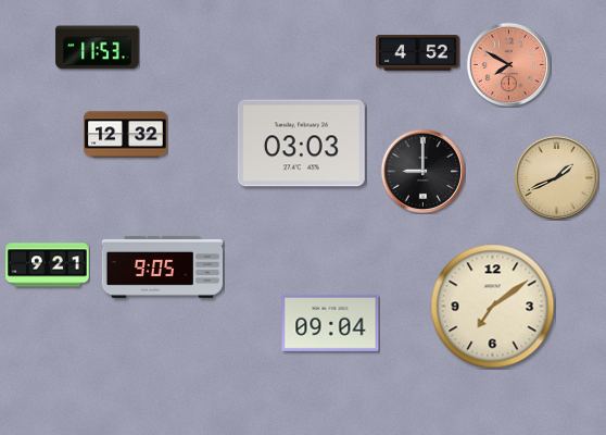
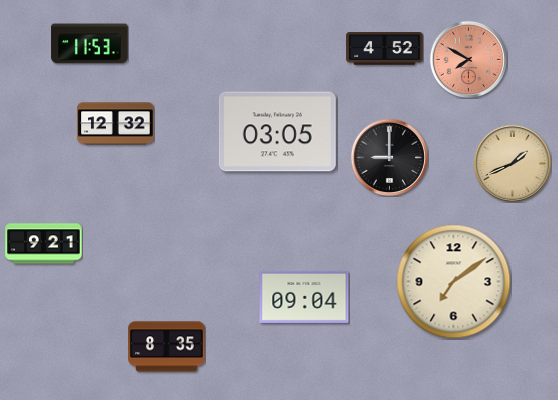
clock at (301, 144): 03:03 -> 03:05
clock at (162, 266): 9:05 -> none
clock at (167, 347): none -> 8:35
